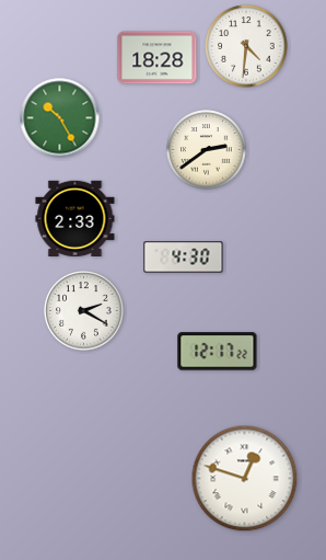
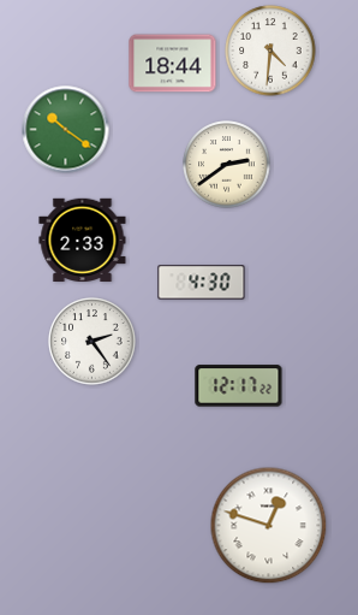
clock at (158, 58): 18:28 -> 18:44
clock at (60, 118): 10:25 -> 10:21
clock at (84, 311): 2:20 -> 2:24
